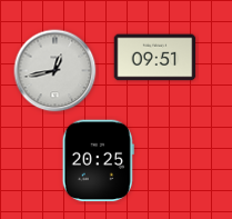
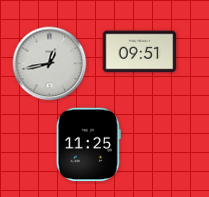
clock at (98, 161): 20:25 -> 11:25
